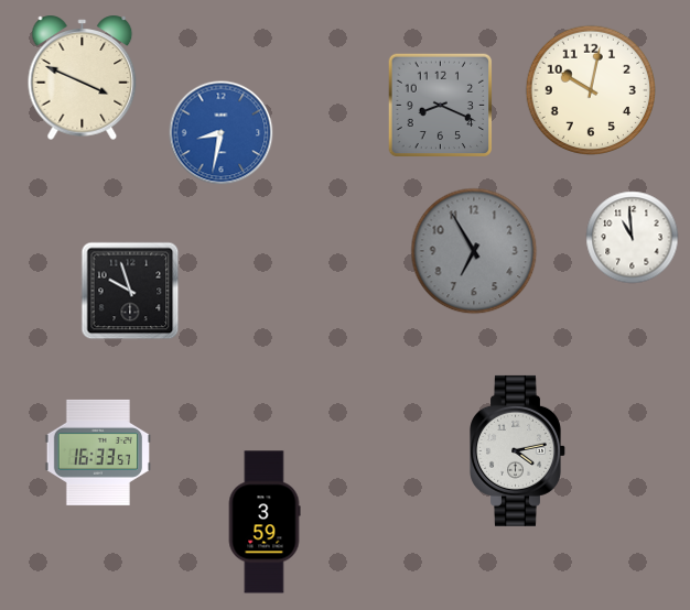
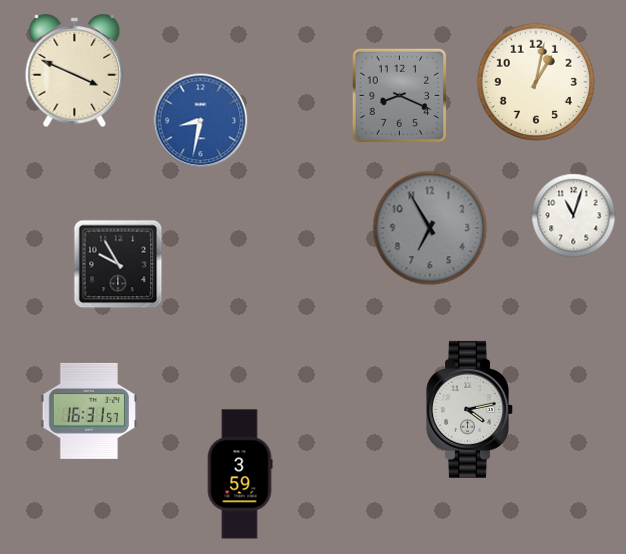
clock at (590, 89): 10:02 -> 1:02
clock at (633, 238): 10:59 -> 11:03
clock at (130, 291): 9:57 -> 9:55
clock at (98, 453): 16:33 -> 16:31
